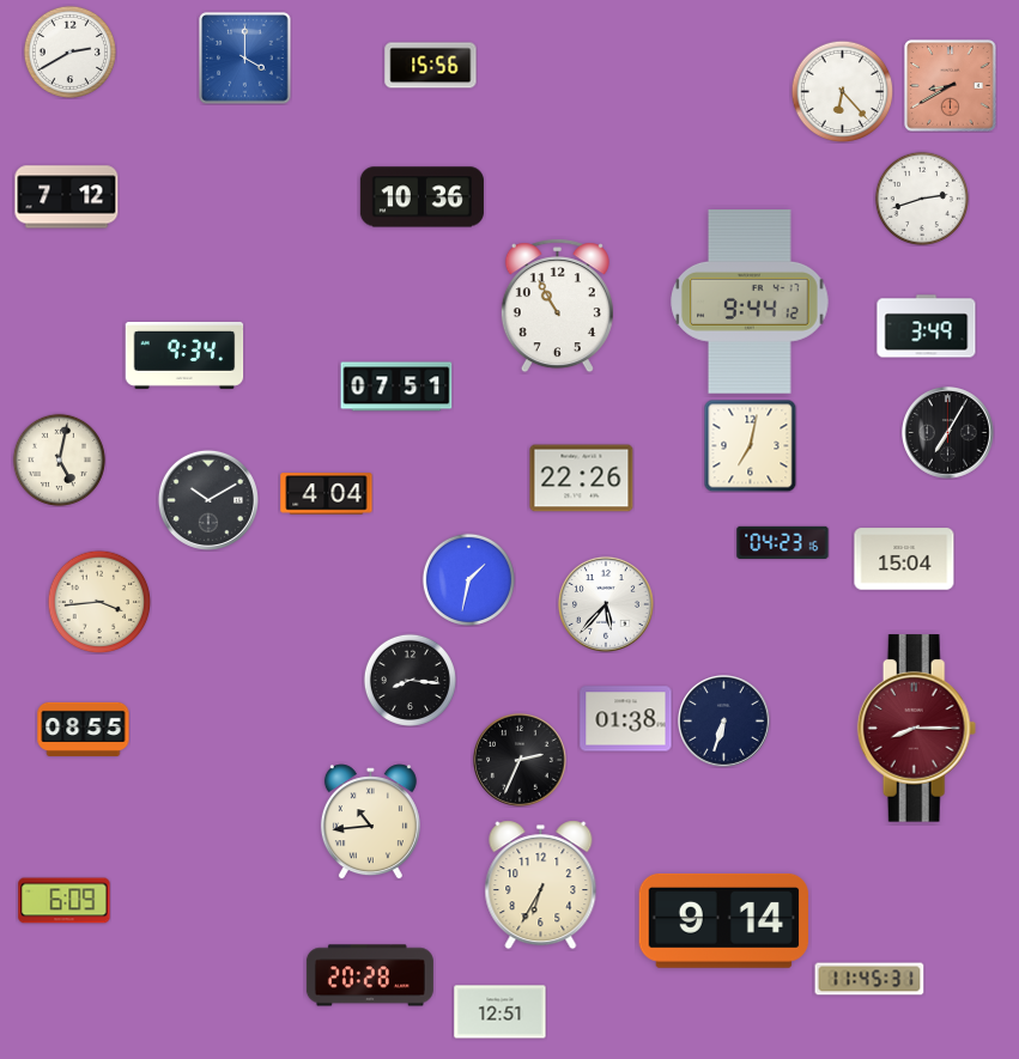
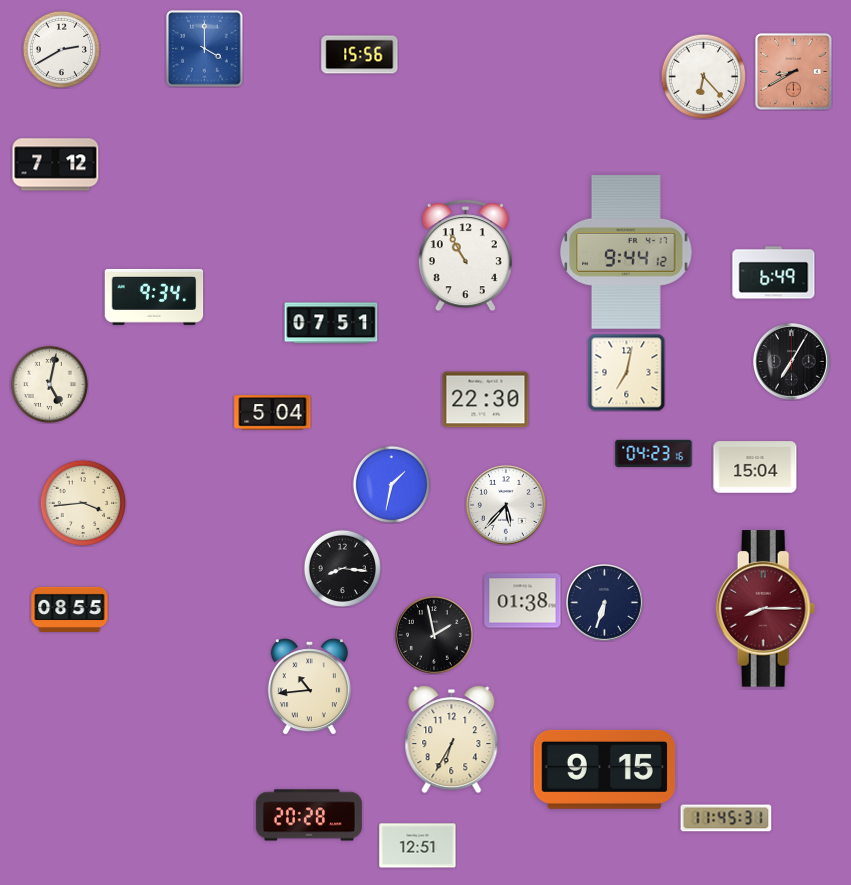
clock at (69, 51) position: (69, 51) -> (61, 49)
clock at (421, 197): 10:36 -> none
clock at (921, 197): 2:42 -> none
clock at (927, 327): 3:49 -> 6:49
clock at (582, 479): 22:26 -> 22:30
clock at (327, 494): 4:04 -> 5:04
clock at (208, 500): 10:10 -> none
clock at (520, 760): 2:34 -> 1:58
clock at (65, 901): 6:09 -> none
clock at (723, 920): 9:14 -> 9:15
